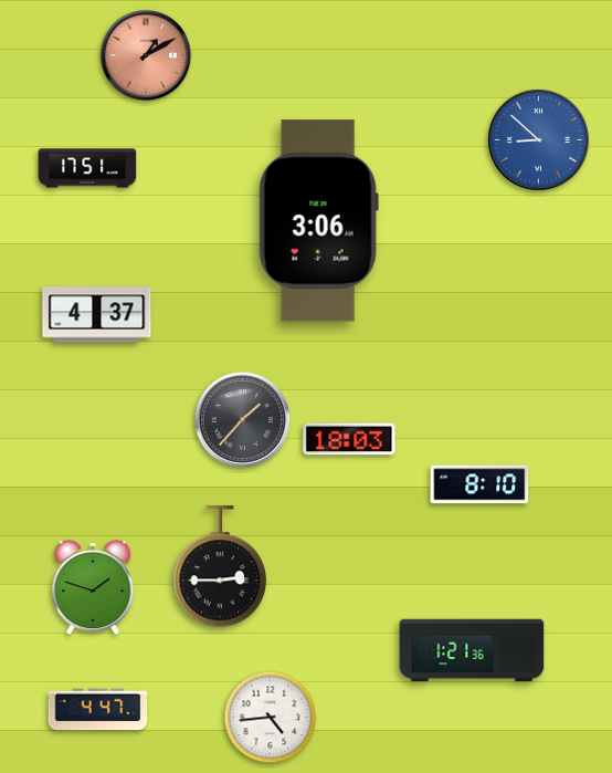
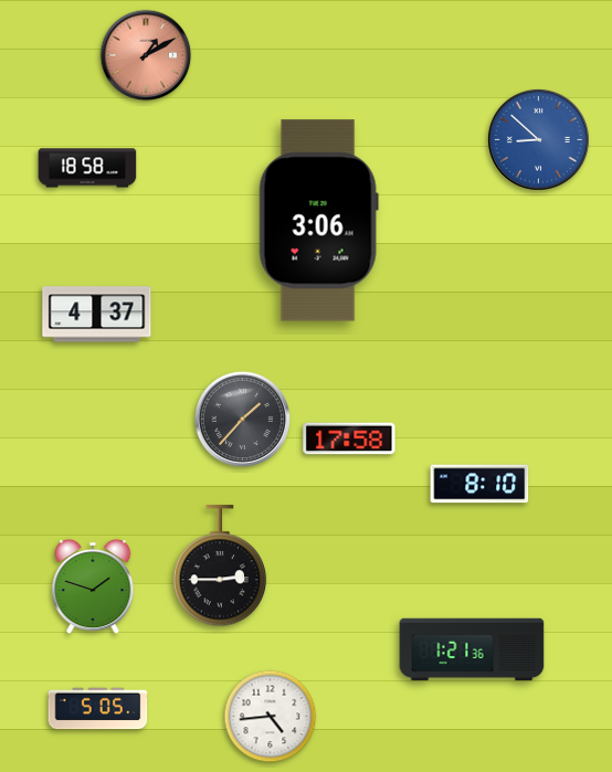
clock at (87, 168): 17:51 -> 18:58
clock at (349, 439): 18:03 -> 17:58
clock at (98, 710): 4:47 -> 5:05
